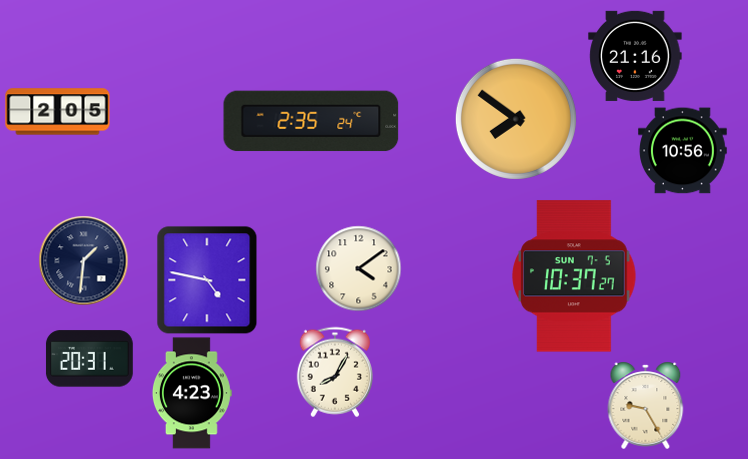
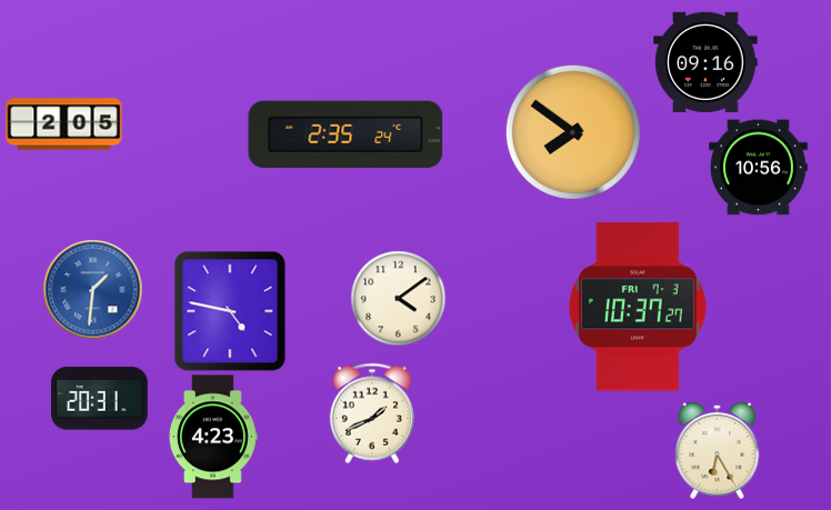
clock at (635, 56): 21:16 -> 09:16
clock at (83, 260) dial: navy -> blue
clock at (574, 276) date: SUN 7-5 -> FRI 7-3
clock at (335, 372): 8:05 -> 1:41
clock at (646, 405): 9:25 -> 6:25
